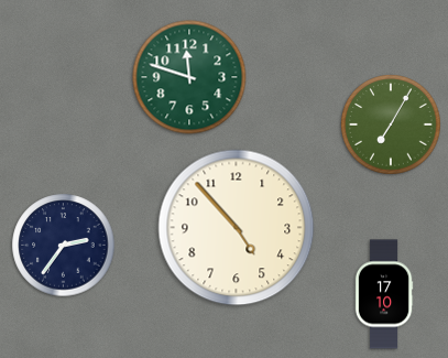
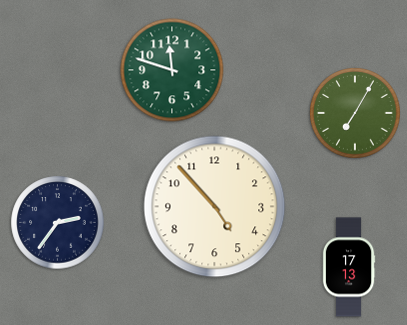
clock at (384, 294): 17:10 -> 17:13
